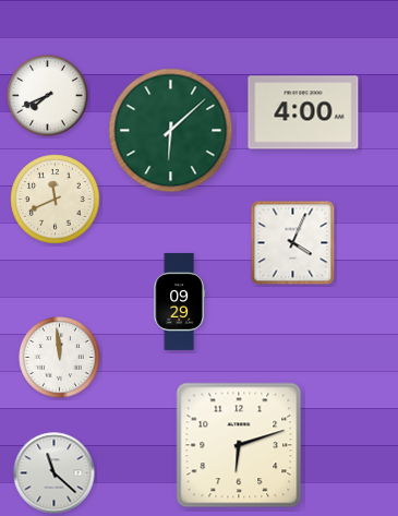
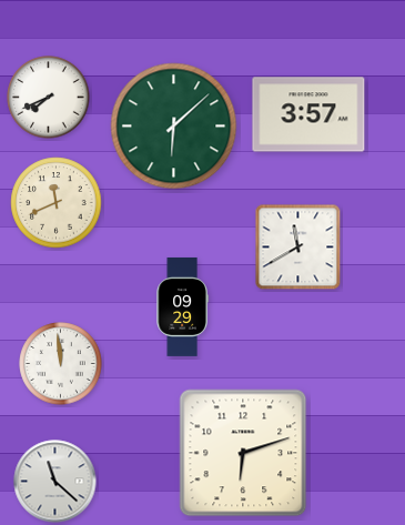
clock at (303, 112): 4:00 -> 3:57
clock at (171, 131) position: (171, 131) -> (174, 127)
clock at (293, 243): 4:04 -> 11:40
